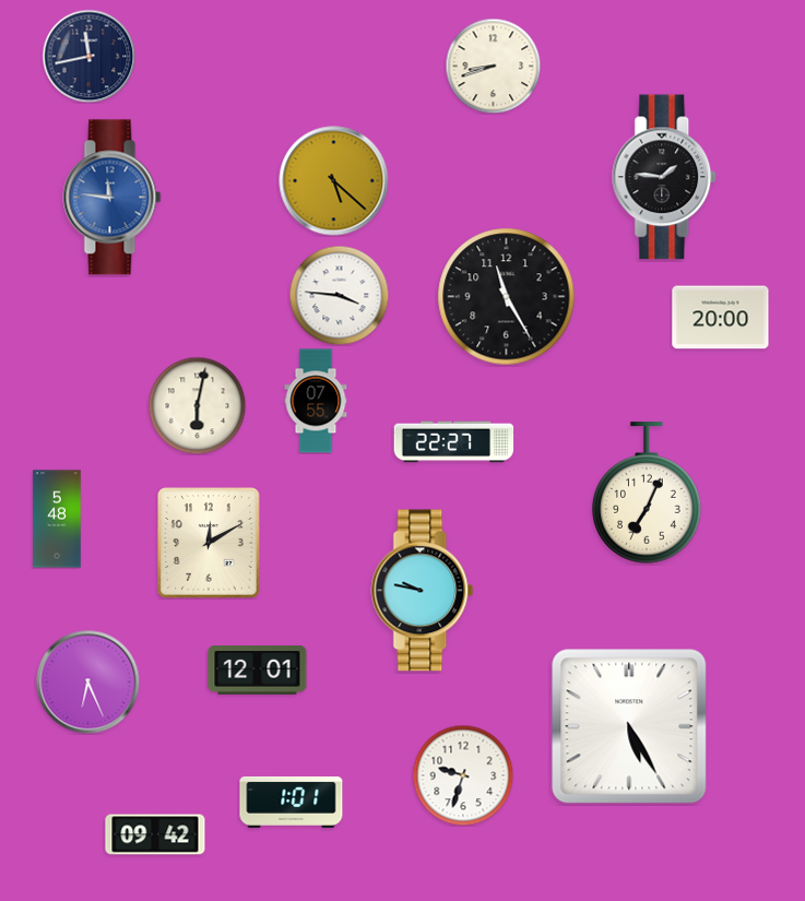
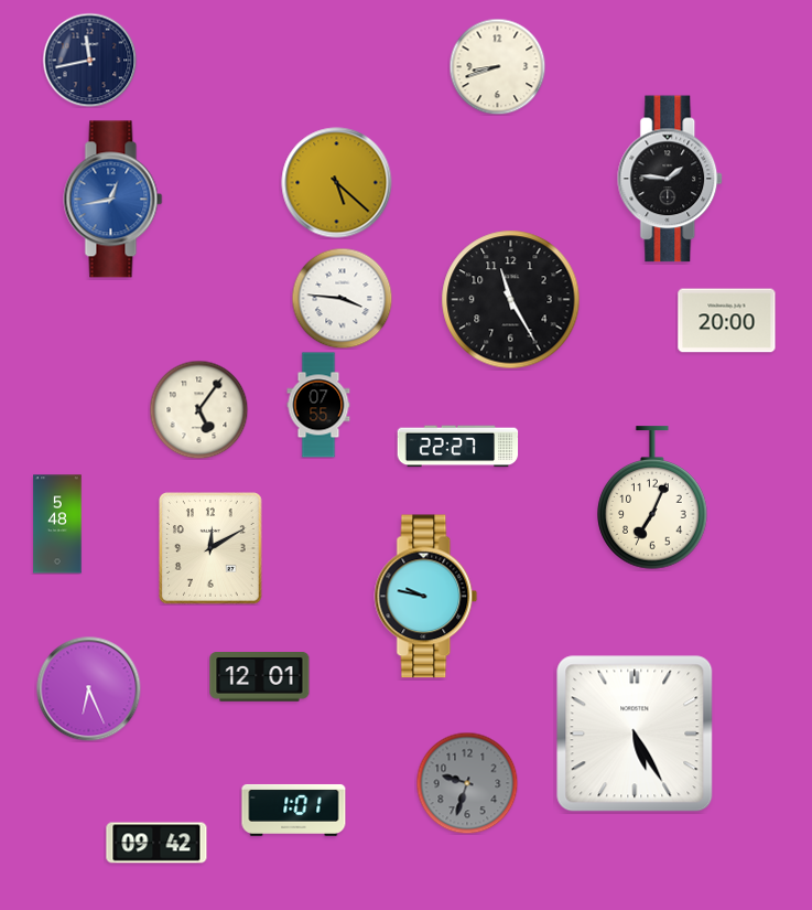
clock at (88, 56) position: (88, 56) -> (89, 60)
clock at (113, 198): 11:46 -> 12:43
clock at (197, 405): 6:02 -> 5:06
clock at (463, 775) dial: white -> grey
